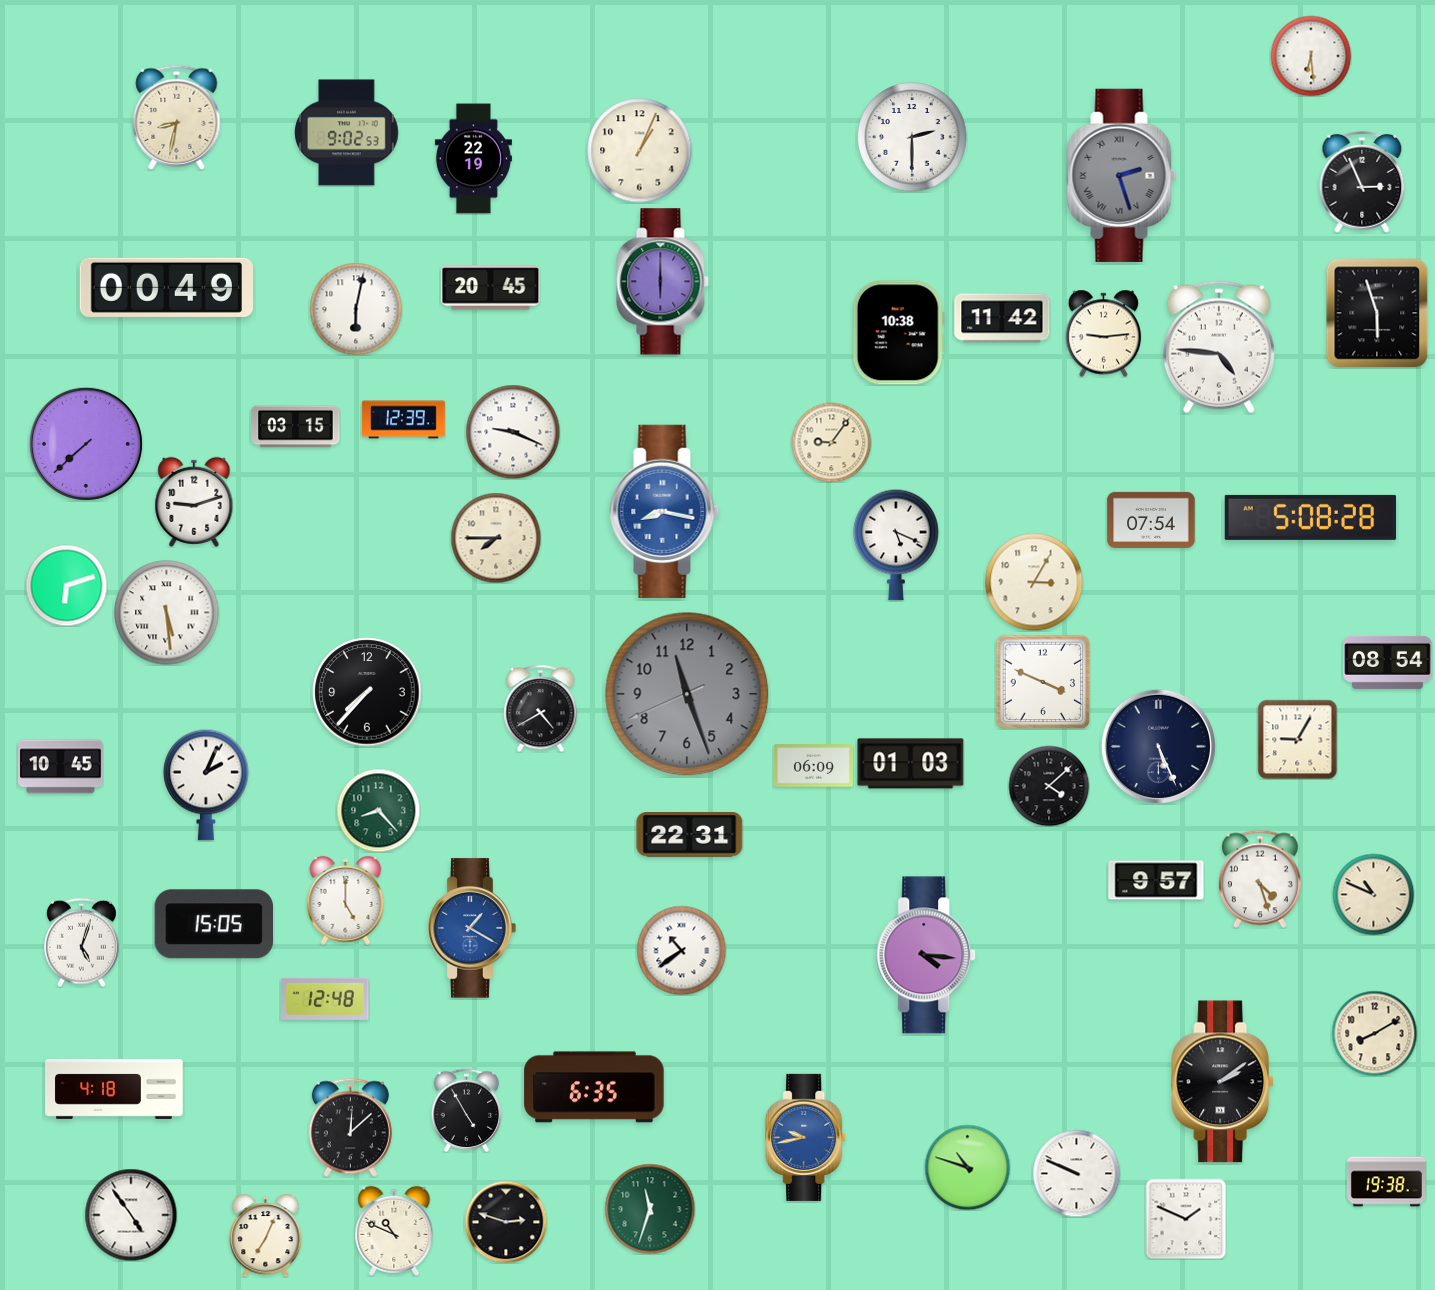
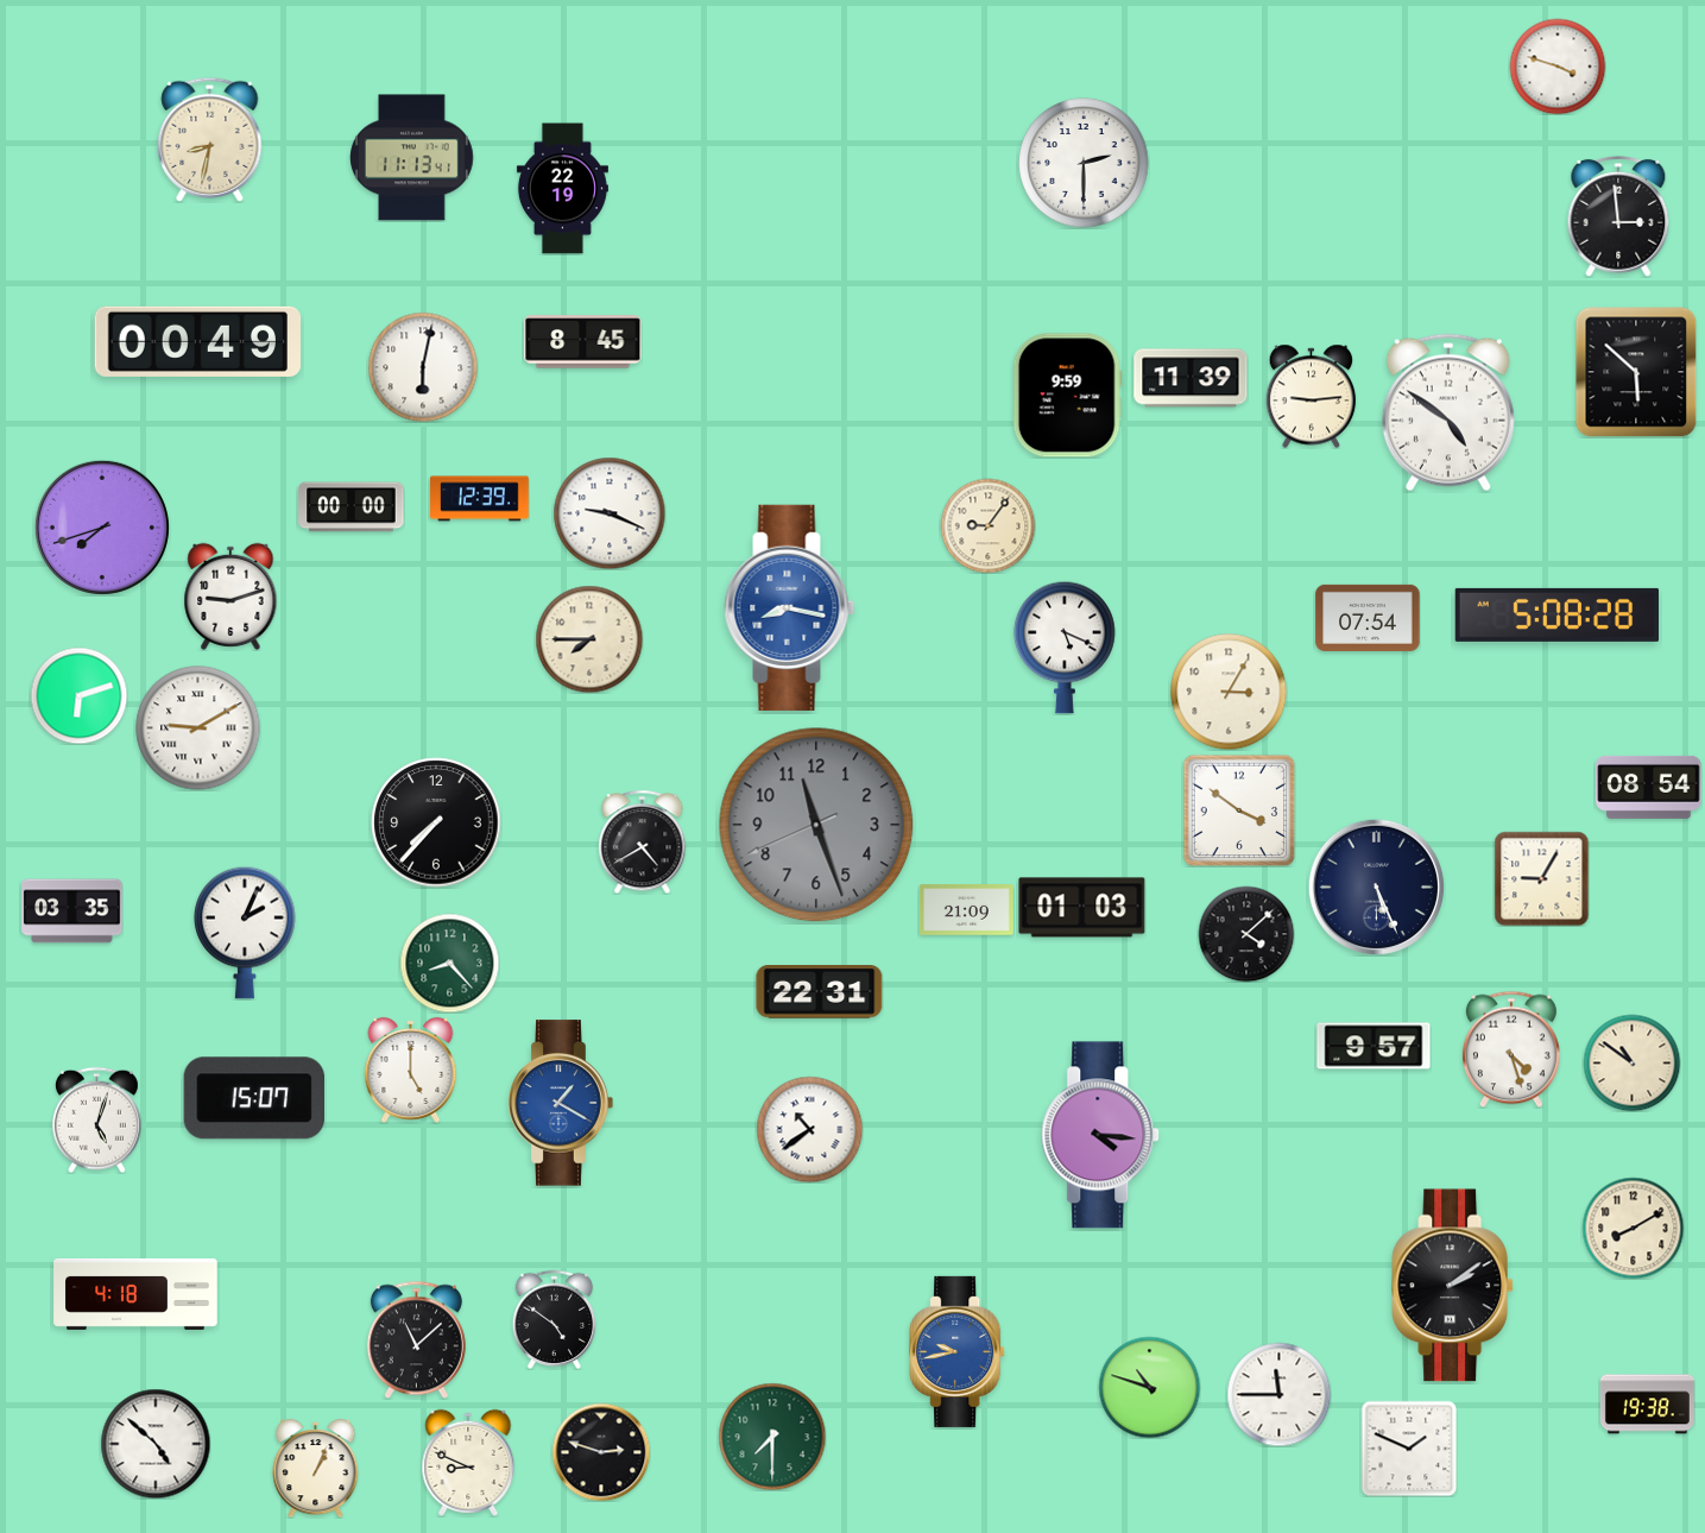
clock at (1311, 56): 6:29 -> 3:48
clock at (347, 133): 9:02 -> 11:13
clock at (640, 151): 1:04 -> none
clock at (1122, 175): 2:27 -> none
clock at (1362, 182): 2:56 -> 2:59
clock at (663, 282): 6:00 -> none
clock at (491, 288): 20:45 -> 8:45
clock at (1377, 313): 5:57 -> 5:52
clock at (1002, 318): 11:42 -> 11:39
clock at (898, 333): 10:38 -> 9:59
clock at (1219, 347): 4:46 -> 4:51
clock at (296, 427): 03:15 -> 00:00
clock at (86, 444): 7:38 -> 7:42
clock at (167, 613): 5:29 -> 9:10
clock at (1043, 682): 3:49 -> 3:51
clock at (813, 766): 06:09 -> 21:09
clock at (61, 767): 10:45 -> 03:35
clock at (1260, 879) position: (1260, 879) -> (1511, 1049)
clock at (1373, 894): 10:49 -> 10:51
clock at (213, 924): 15:05 -> 15:07
clock at (325, 999): 12:48 -> none
clock at (594, 1087): 6:35 -> none
clock at (467, 1110): 4:55 -> 4:51
clock at (350, 1127): 12:08 -> 11:08
clock at (1076, 1173): 9:49 -> 11:45
clock at (650, 1209): 11:33 -> 7:30
clock at (131, 1215): 4:54 -> 4:52
clock at (394, 1231): 10:49 -> 8:49
clock at (266, 1235): 7:04 -> 1:04
